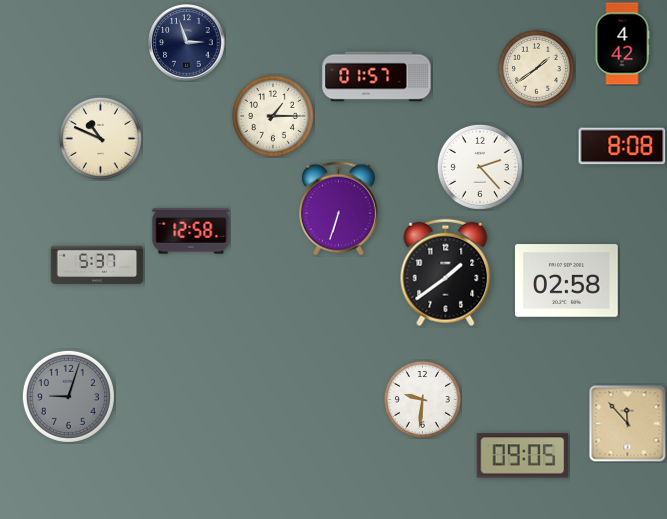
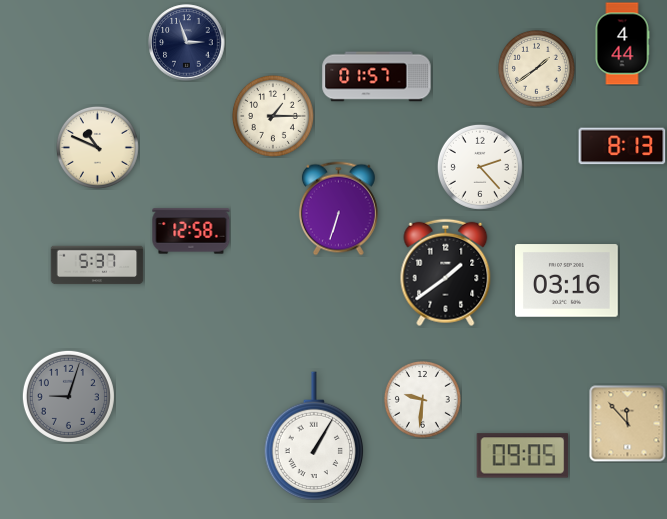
clock at (622, 44): 4:42 -> 4:44
clock at (100, 138) position: (100, 138) -> (97, 147)
clock at (622, 146): 8:08 -> 8:13
clock at (567, 281): 02:58 -> 03:16
clock at (314, 437): none -> 1:05
